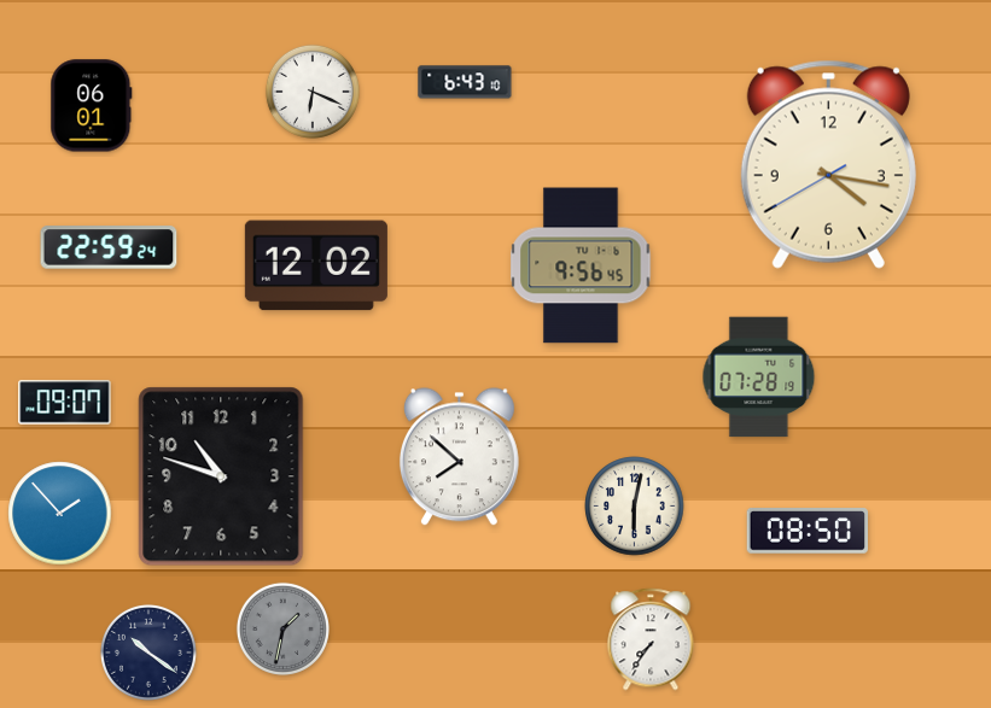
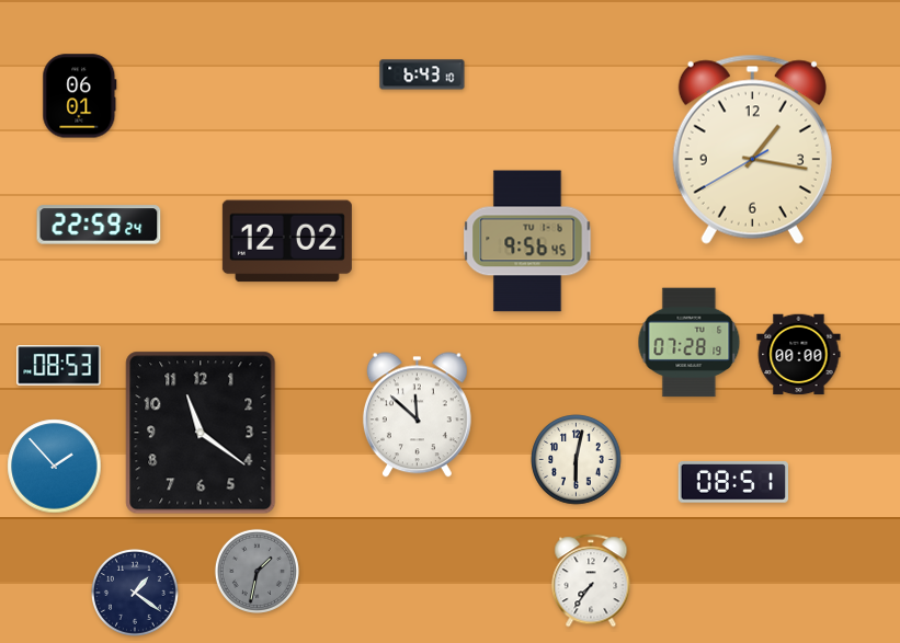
clock at (313, 92): 6:19 -> none
clock at (92, 106) position: (92, 106) -> (80, 96)
clock at (828, 164): 4:16 -> 1:16
clock at (799, 355): none -> 00:00
clock at (65, 403): 09:07 -> 08:53
clock at (459, 457): 7:52 -> 11:52
clock at (221, 476): 10:48 -> 11:21
clock at (808, 532): 08:50 -> 08:51
clock at (148, 653): 10:21 -> 1:21
